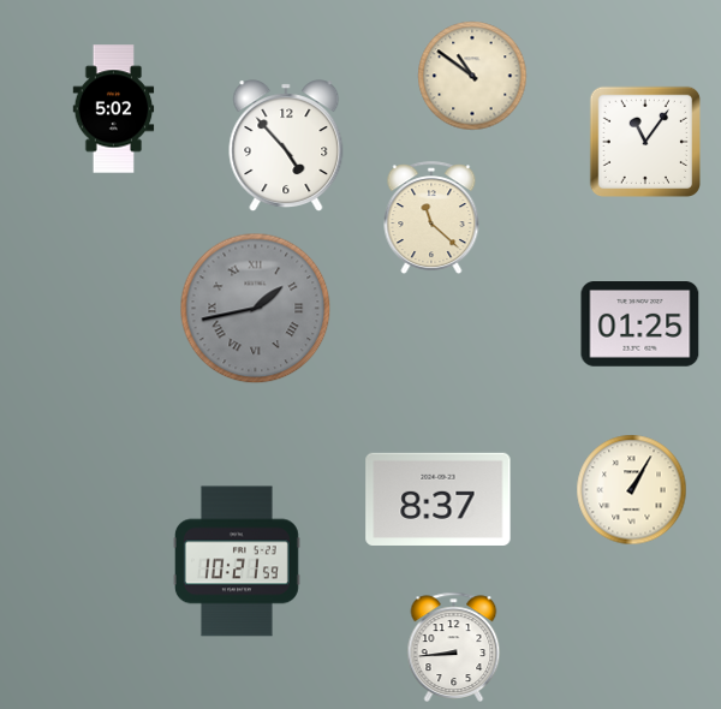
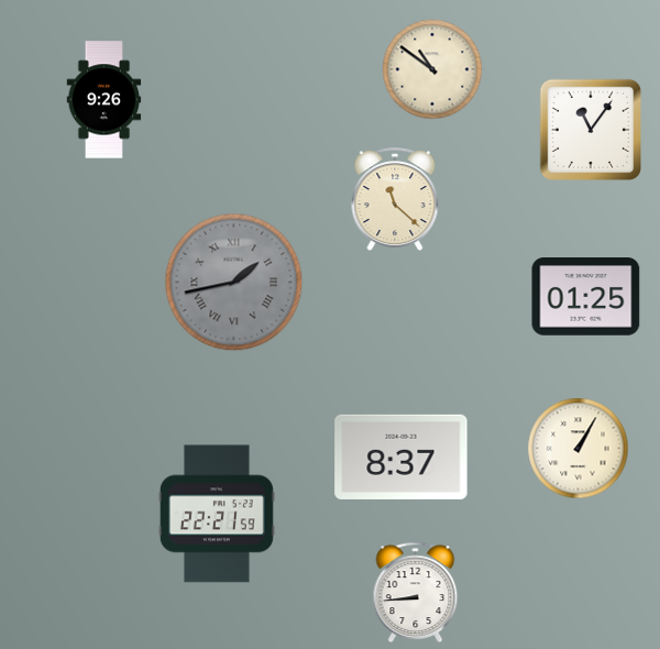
clock at (114, 109): 5:02 -> 9:26
clock at (286, 145): 4:53 -> none
clock at (237, 561): 10:21 -> 22:21
